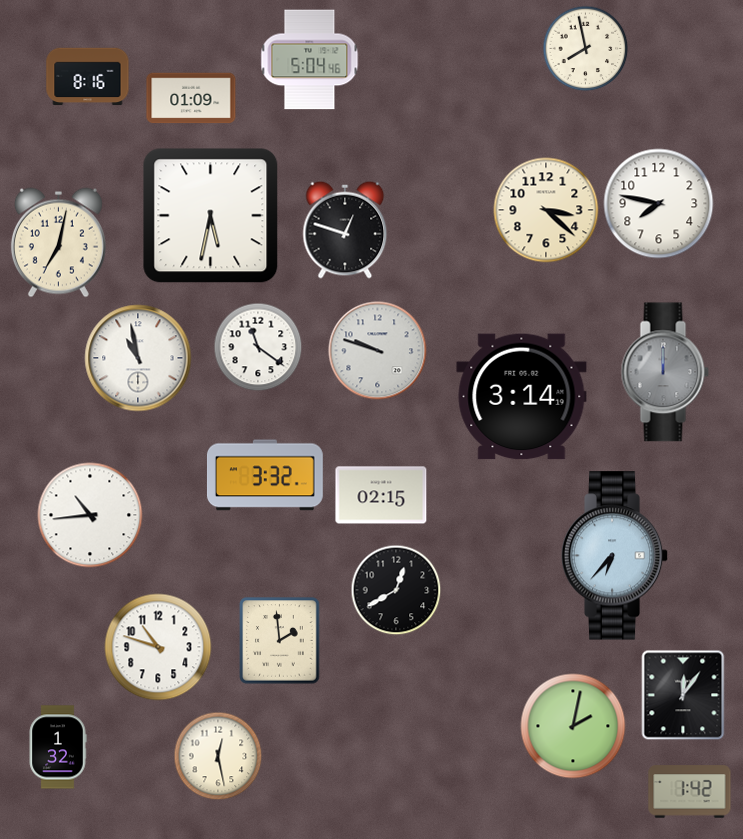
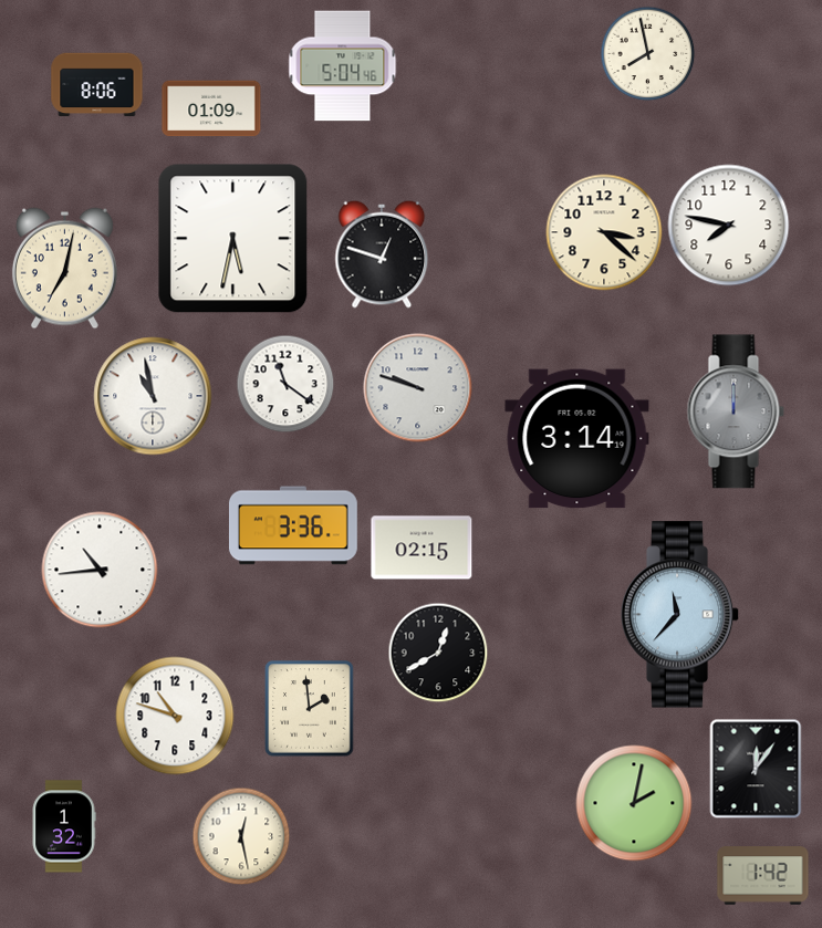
clock at (88, 77): 8:16 -> 8:06
clock at (265, 475): 3:32 -> 3:36
clock at (615, 556): 6:37 -> 11:37
